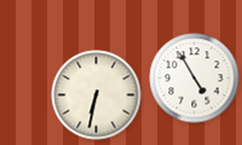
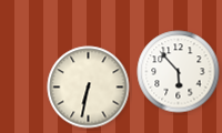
clock at (195, 79): 4:55 -> 5:53
